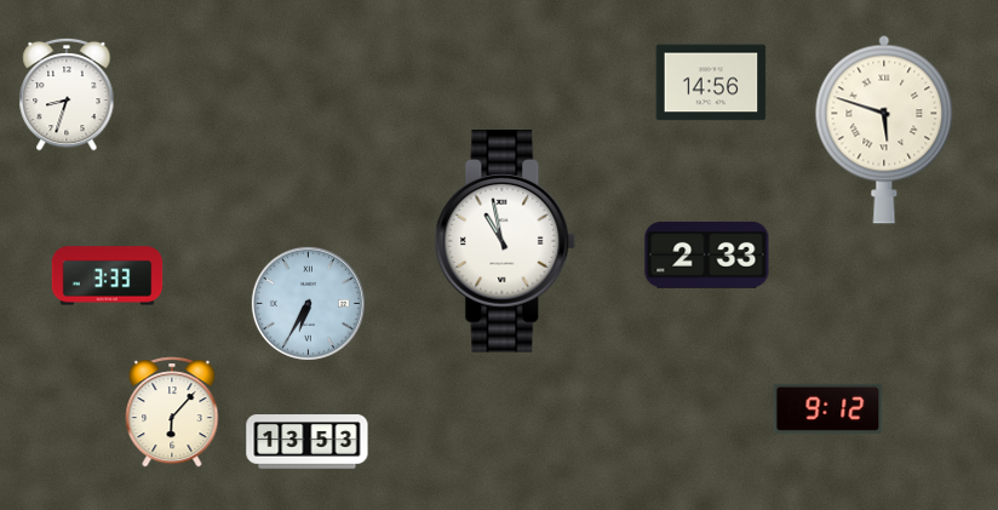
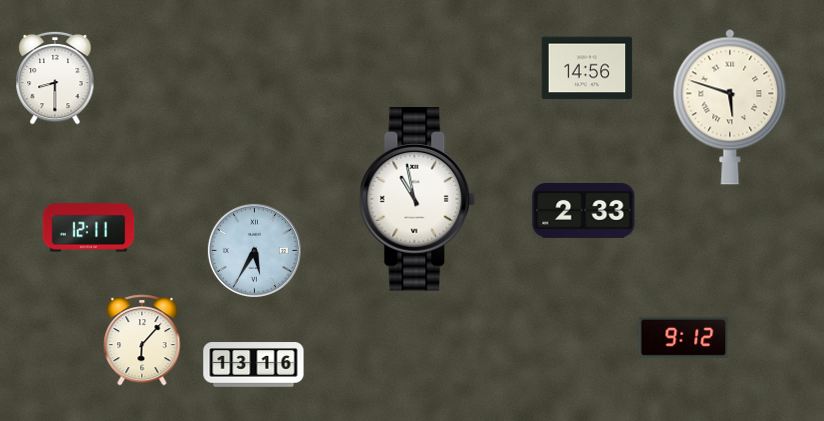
clock at (67, 94): 8:33 -> 8:30
clock at (108, 276): 3:33 -> 12:11
clock at (308, 303): 6:35 -> 5:35
clock at (308, 442): 13:53 -> 13:16
